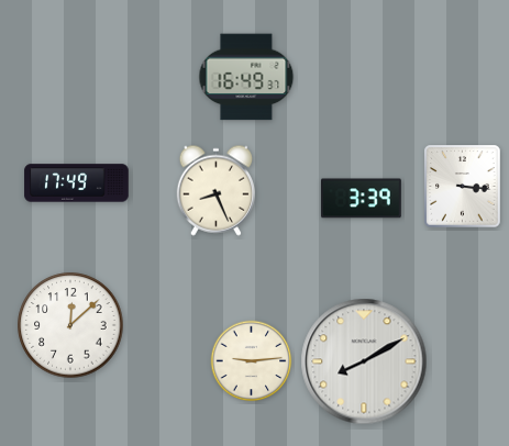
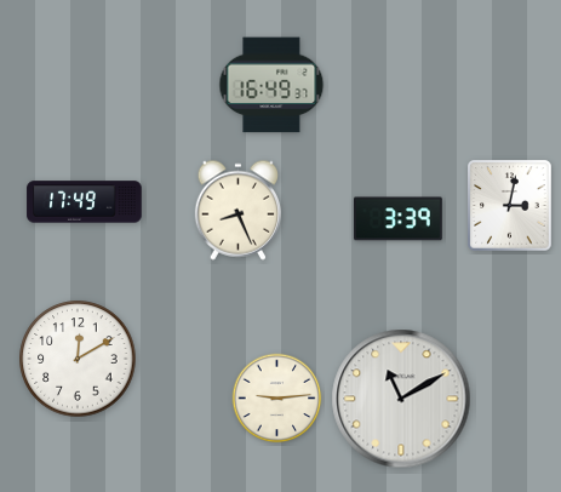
clock at (463, 187): 3:16 -> 3:02
clock at (70, 325): 12:08 -> 12:10
clock at (364, 361): 8:10 -> 11:10
